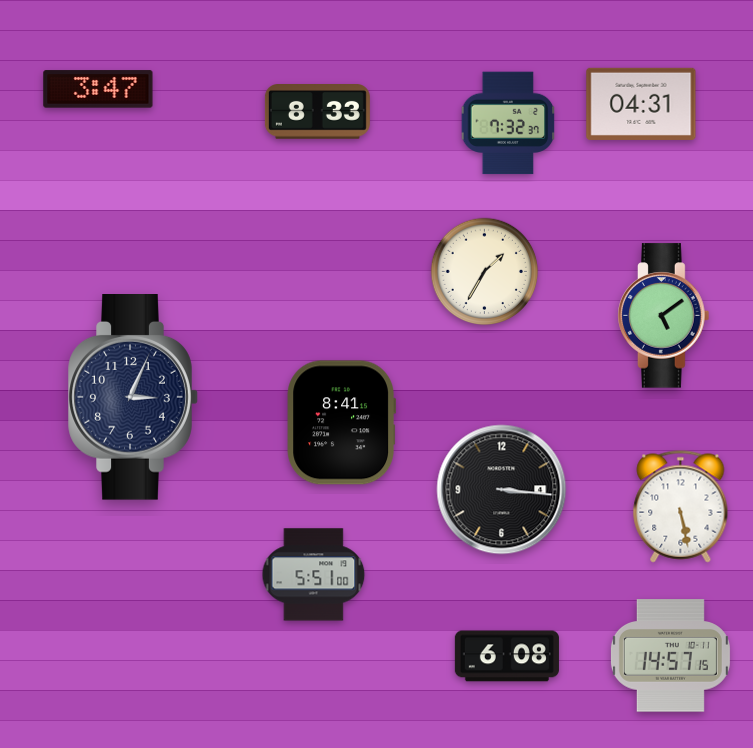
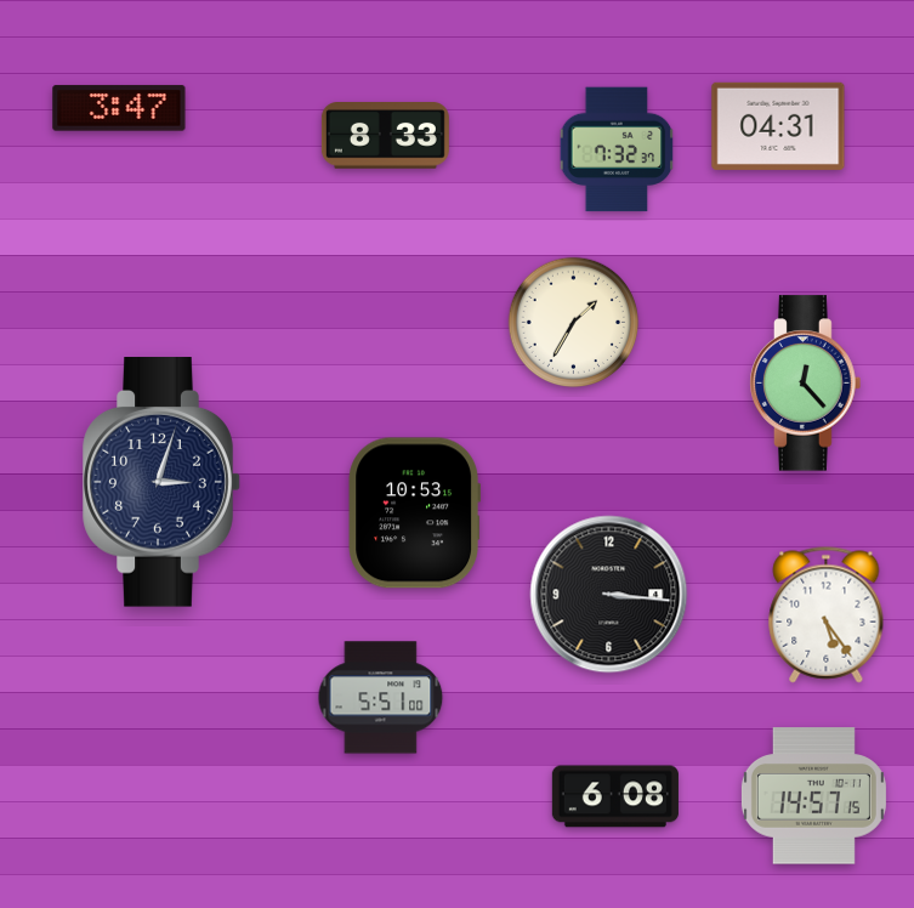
clock at (485, 272) position: (485, 272) -> (574, 323)
clock at (664, 316): 5:09 -> 12:23
clock at (133, 398): 3:04 -> 3:03
clock at (341, 423): 8:41 -> 10:53
clock at (681, 507): 5:28 -> 5:24
